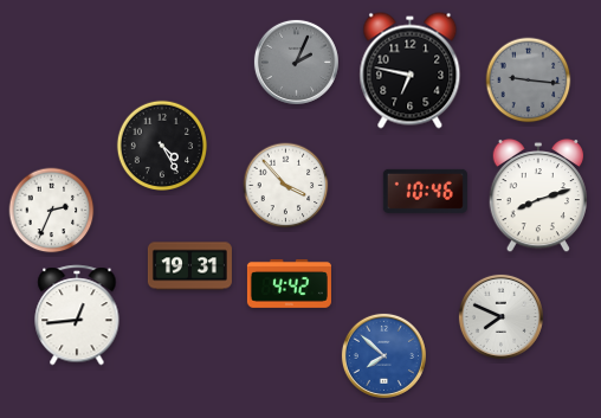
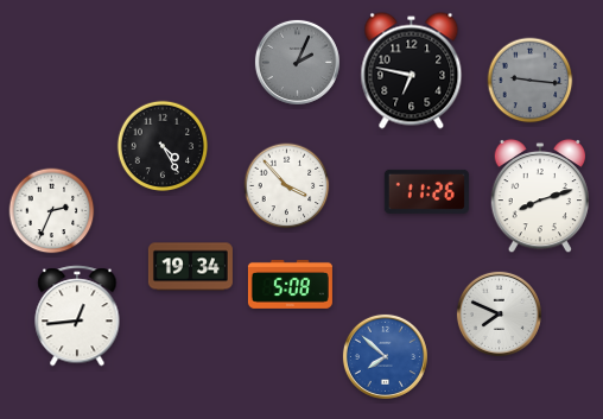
clock at (425, 191): 10:46 -> 11:26
clock at (189, 266): 19:31 -> 19:34
clock at (289, 283): 4:42 -> 5:08
clock at (500, 316) position: (500, 316) -> (499, 313)
